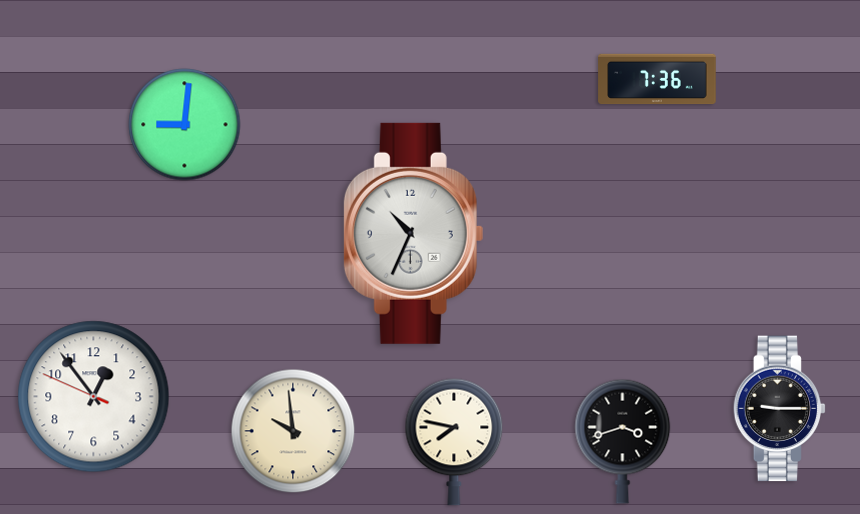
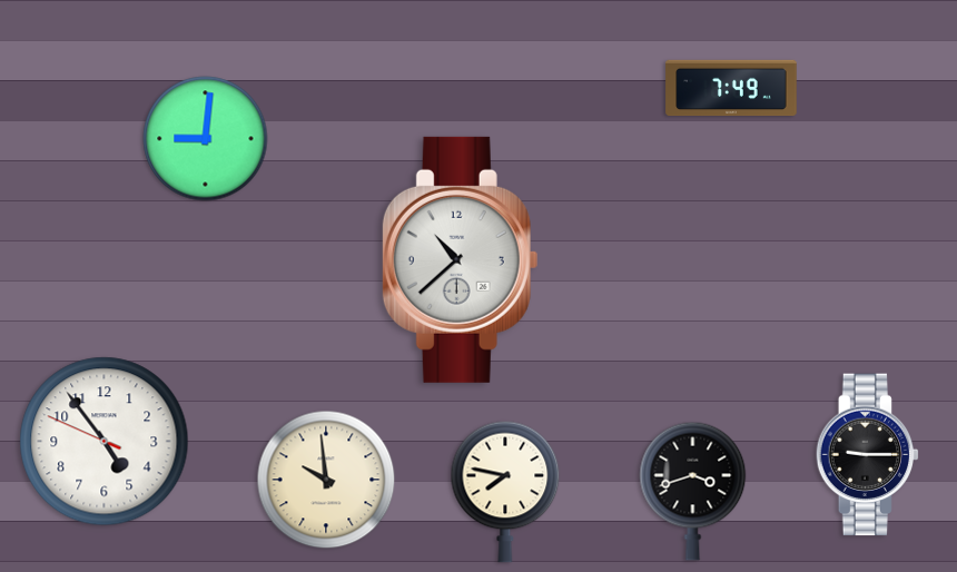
clock at (657, 79): 7:36 -> 7:49
clock at (414, 233): 10:34 -> 10:38
clock at (94, 397): 12:53 -> 4:53
